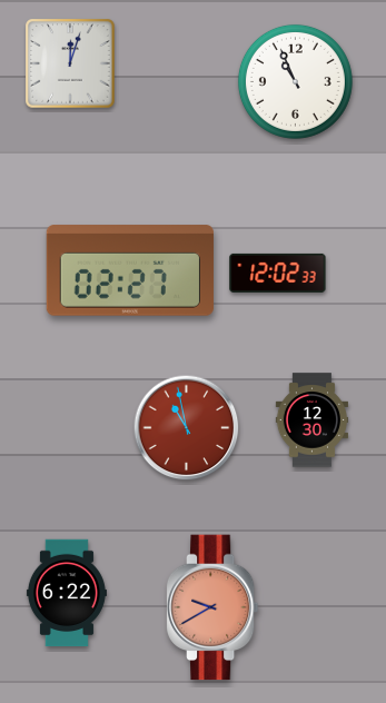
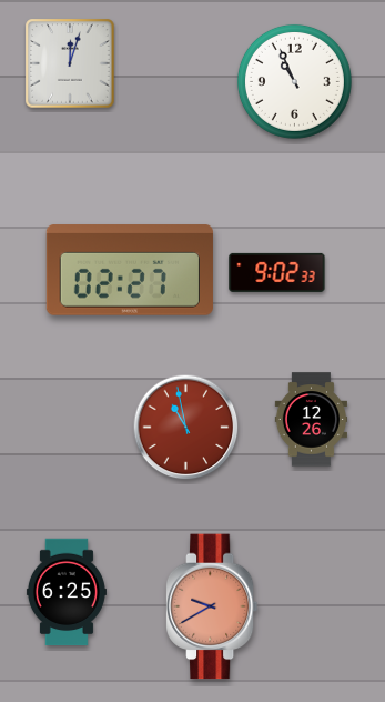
clock at (278, 273): 12:02 -> 9:02
clock at (311, 420): 12:30 -> 12:26
clock at (67, 593): 6:22 -> 6:25
